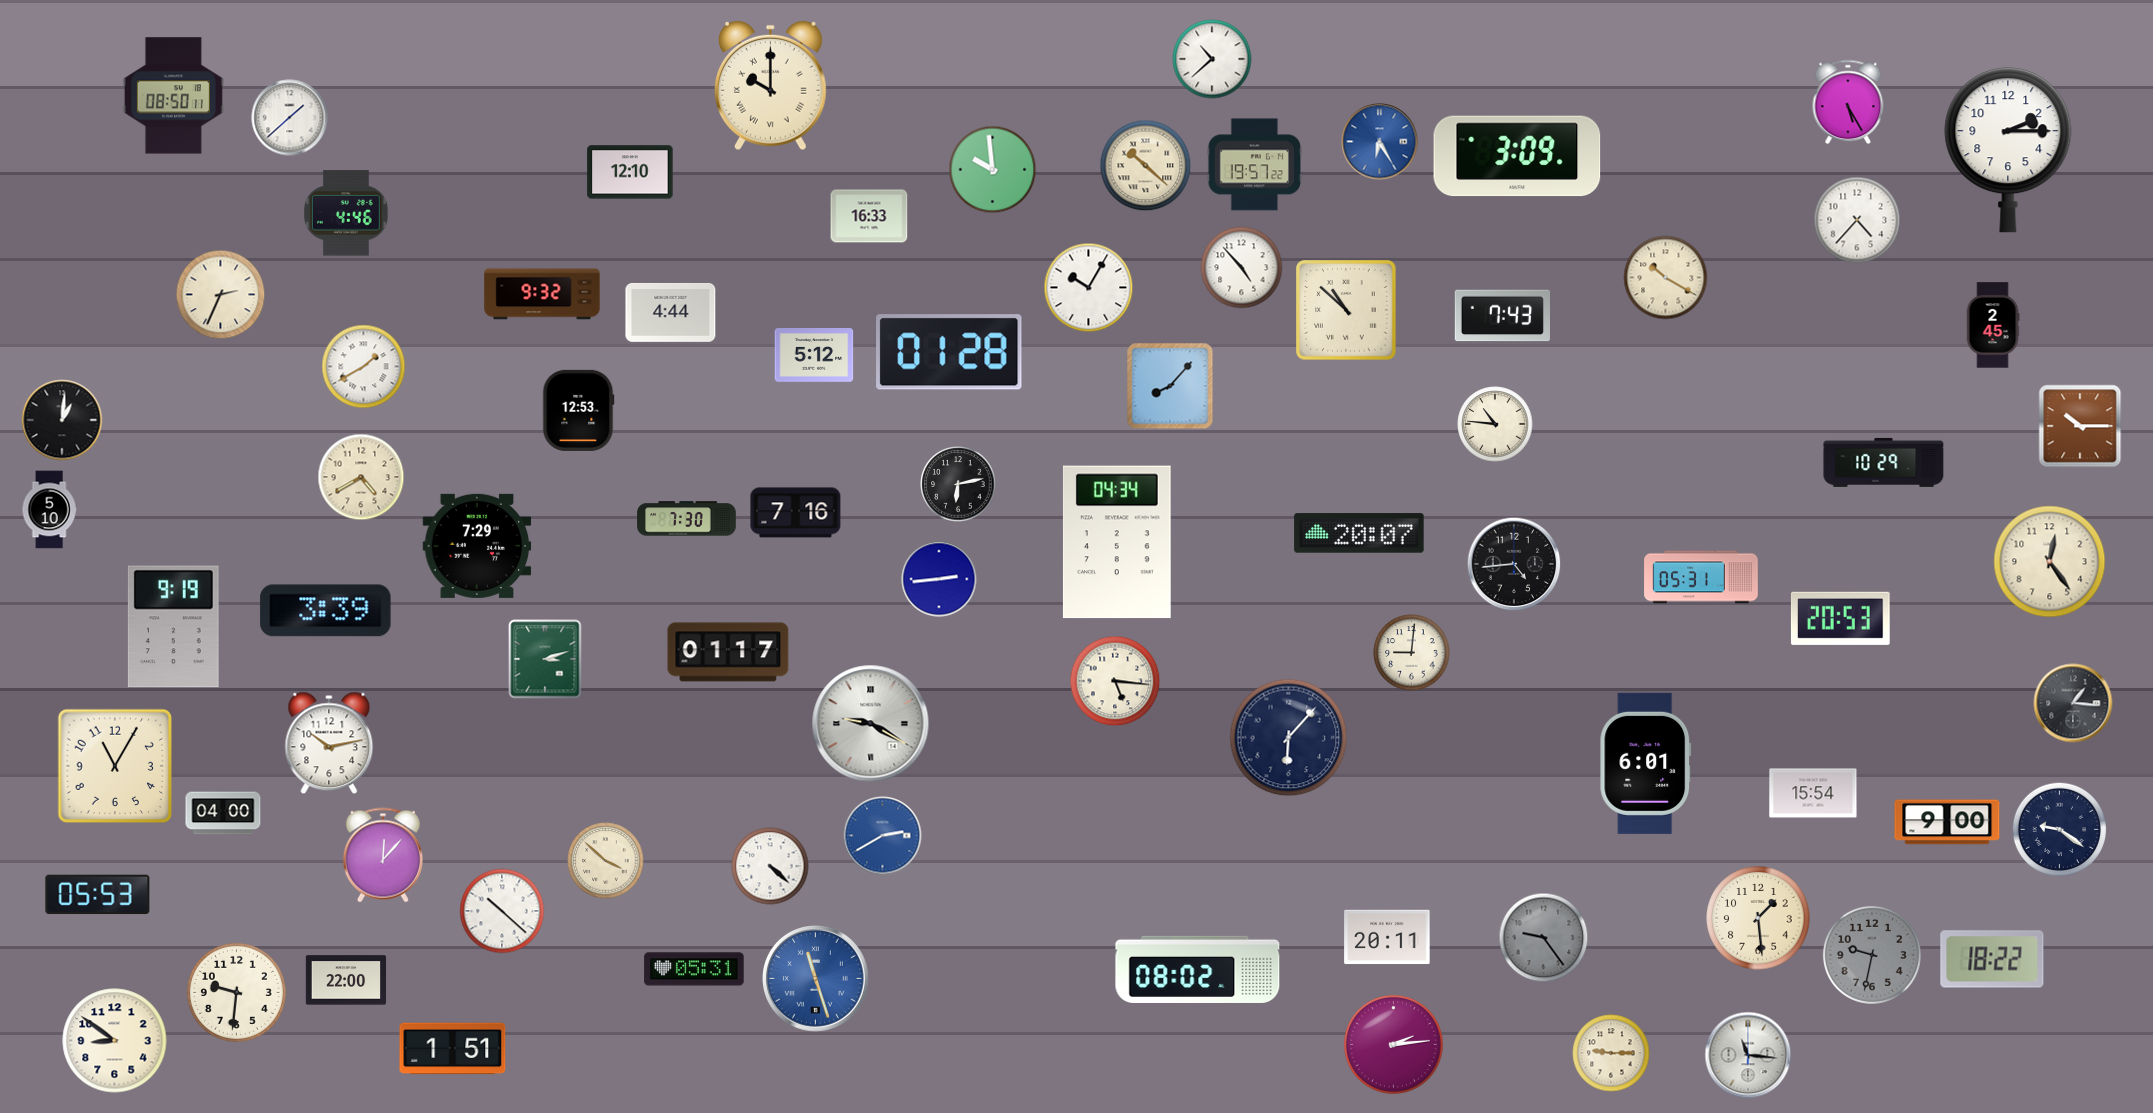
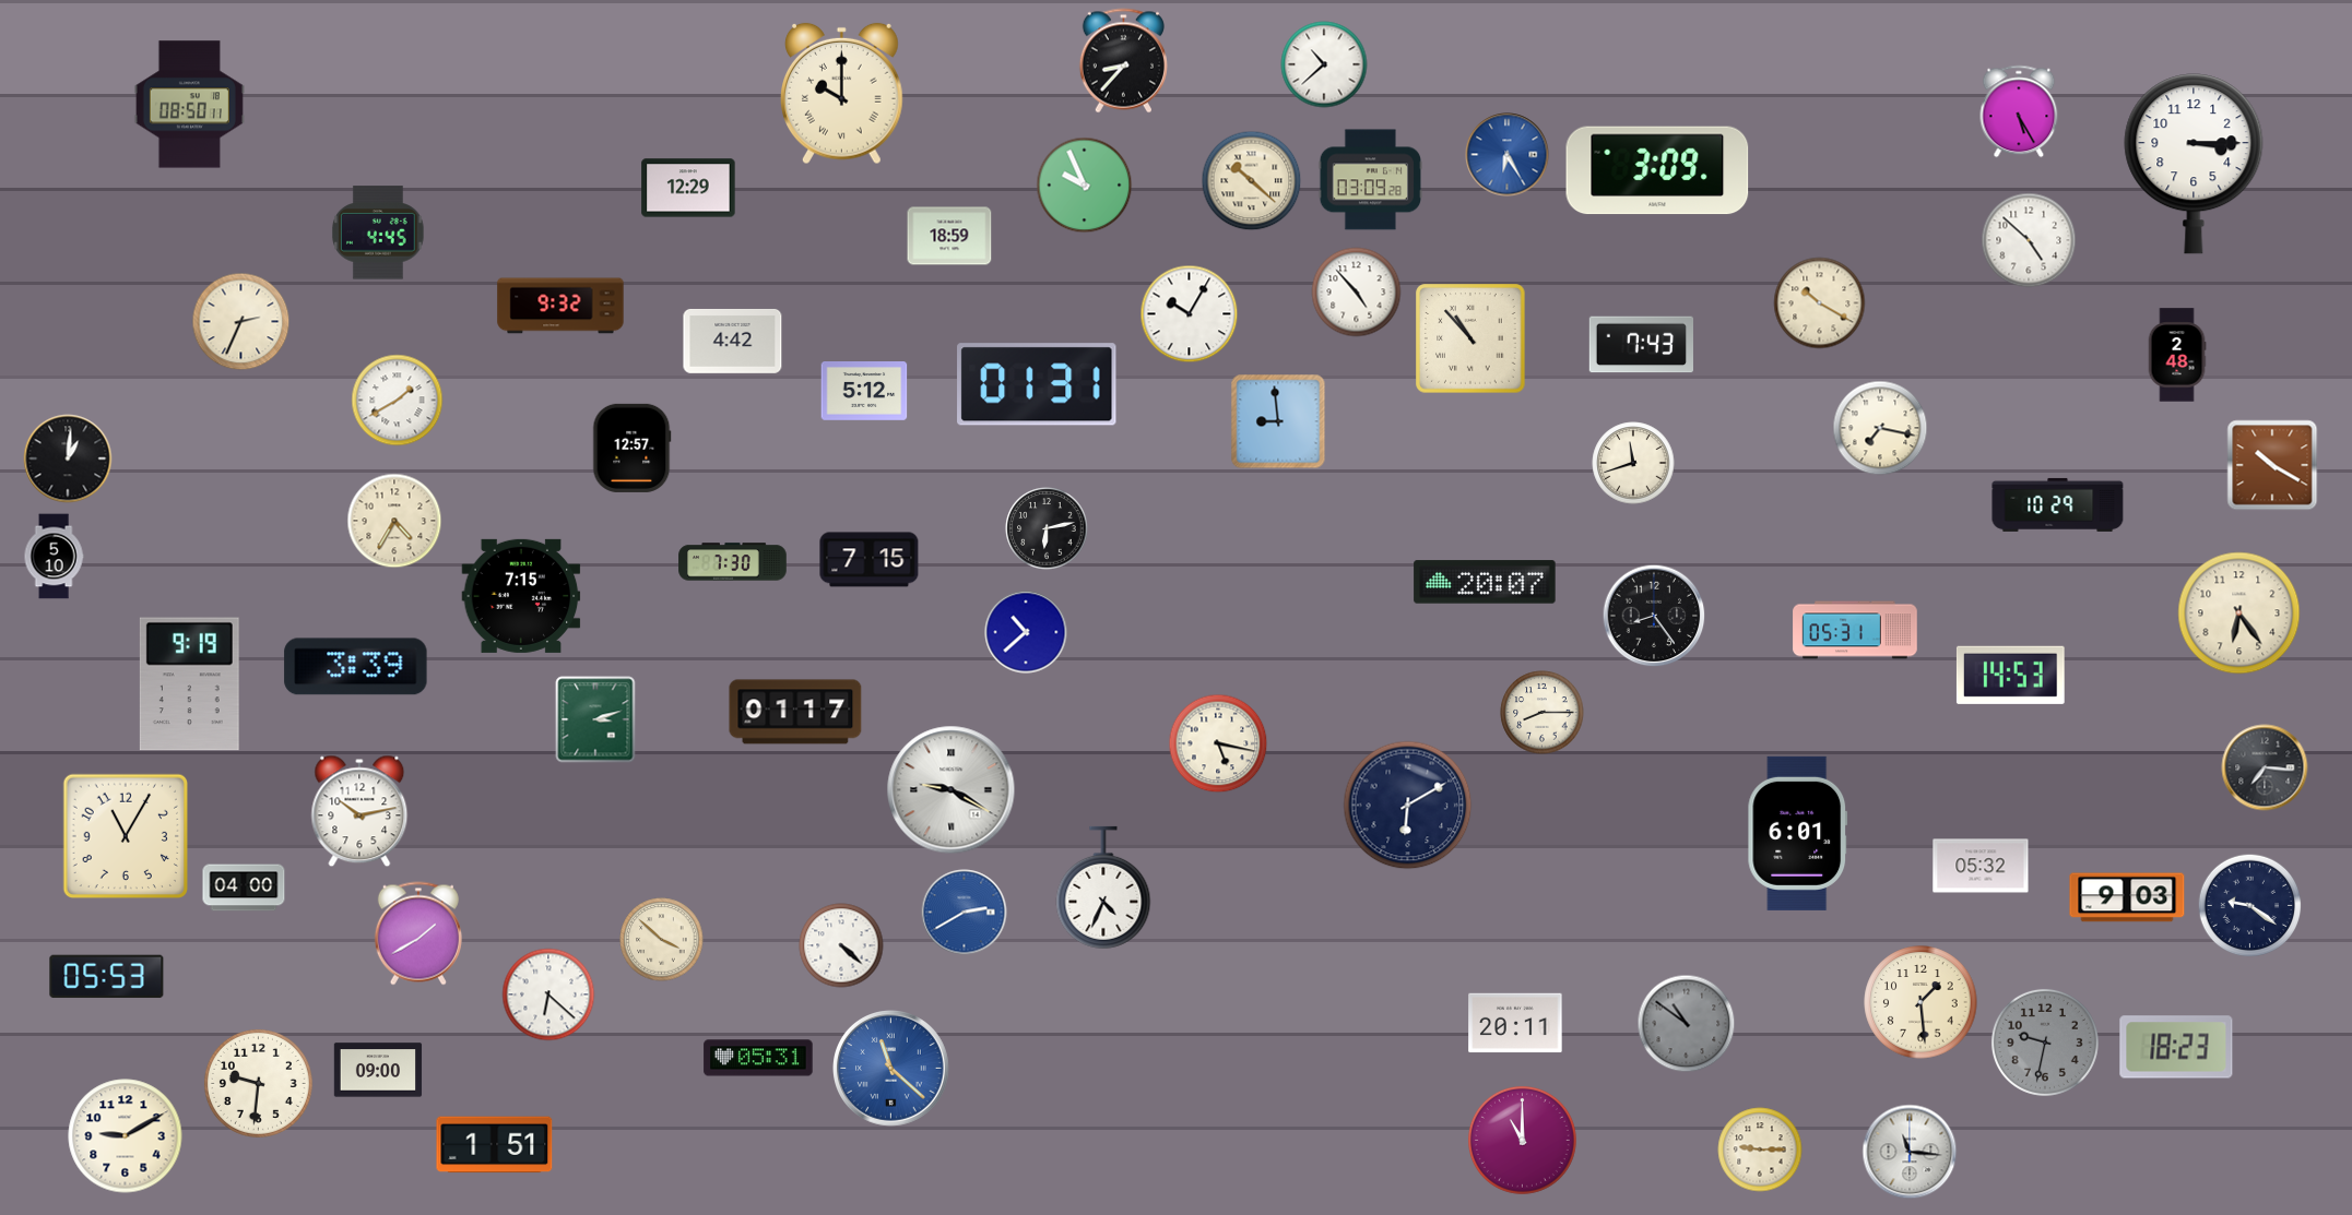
clock at (1123, 61): none -> 8:37
clock at (290, 118): 1:38 -> none
clock at (2008, 150): 2:15 -> 3:15
clock at (1254, 165): 19:57 -> 03:09
clock at (993, 170): 9:59 -> 9:56
clock at (630, 172): 12:10 -> 12:29
clock at (347, 213): 4:46 -> 4:45
clock at (869, 216): 16:33 -> 18:59
clock at (1857, 220): 4:37 -> 4:52
clock at (542, 294) position: (542, 294) -> (560, 306)
clock at (1346, 310): 10:52 -> 10:53
clock at (671, 312): 4:44 -> 4:42
clock at (1993, 325): 2:45 -> 2:48
clock at (949, 352): 01:28 -> 01:31
clock at (814, 356) position: (814, 356) -> (864, 392)
clock at (1170, 386): 8:07 -> 8:59
clock at (1880, 428): none -> 7:17
clock at (579, 410): 12:53 -> 12:57
clock at (1495, 424): 10:46 -> 11:42
clock at (2080, 426): 10:15 -> 10:20
clock at (361, 477): 4:40 -> 4:35
clock at (796, 513): 7:16 -> 7:15
clock at (687, 519) position: (687, 519) -> (733, 562)
clock at (1117, 542): 04:34 -> none
clock at (477, 546): 7:29 -> 7:15
clock at (2050, 562): 12:24 -> 6:24
clock at (1514, 564): 4:44 -> 8:24
clock at (1701, 577) position: (1701, 577) -> (1855, 630)
clock at (939, 579): 2:44 -> 10:38
clock at (1840, 618): 20:53 -> 14:53
clock at (1412, 653): 9:01 -> 8:15
clock at (1115, 681): 5:16 -> 5:17
clock at (2073, 703): 1:16 -> 7:16
clock at (1289, 738): 6:07 -> 6:10
clock at (1813, 793): 15:54 -> 05:32
clock at (1103, 888): none -> 4:34
clock at (1947, 822): 9:00 -> 9:03
clock at (383, 855): 12:07 -> 1:40
clock at (502, 911): 10:22 -> 6:22
clock at (1544, 938): 9:24 -> 10:51
clock at (1992, 959): 18:22 -> 18:23
clock at (1198, 969): 08:02 -> none
clock at (816, 979): 11:27 -> 11:22
clock at (346, 980): 22:00 -> 09:00
clock at (115, 1041): 8:51 -> 9:10
clock at (1393, 1044): 2:14 -> 11:00
